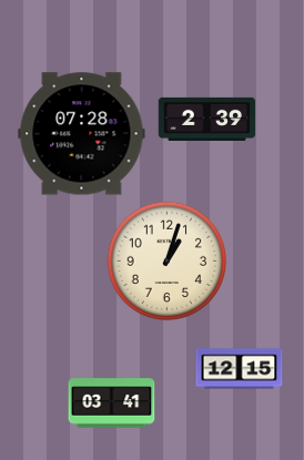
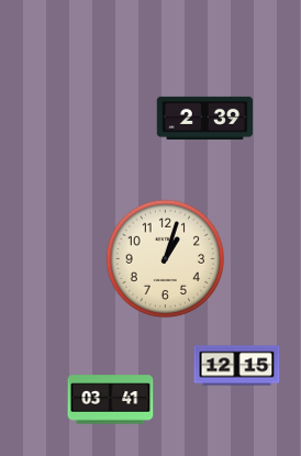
clock at (82, 134): 07:28 -> none
